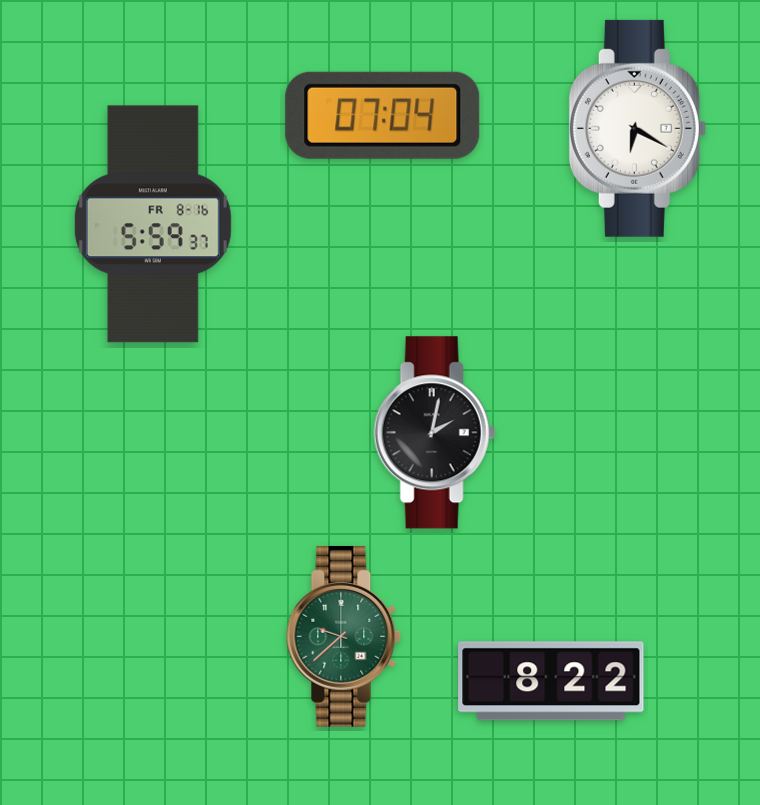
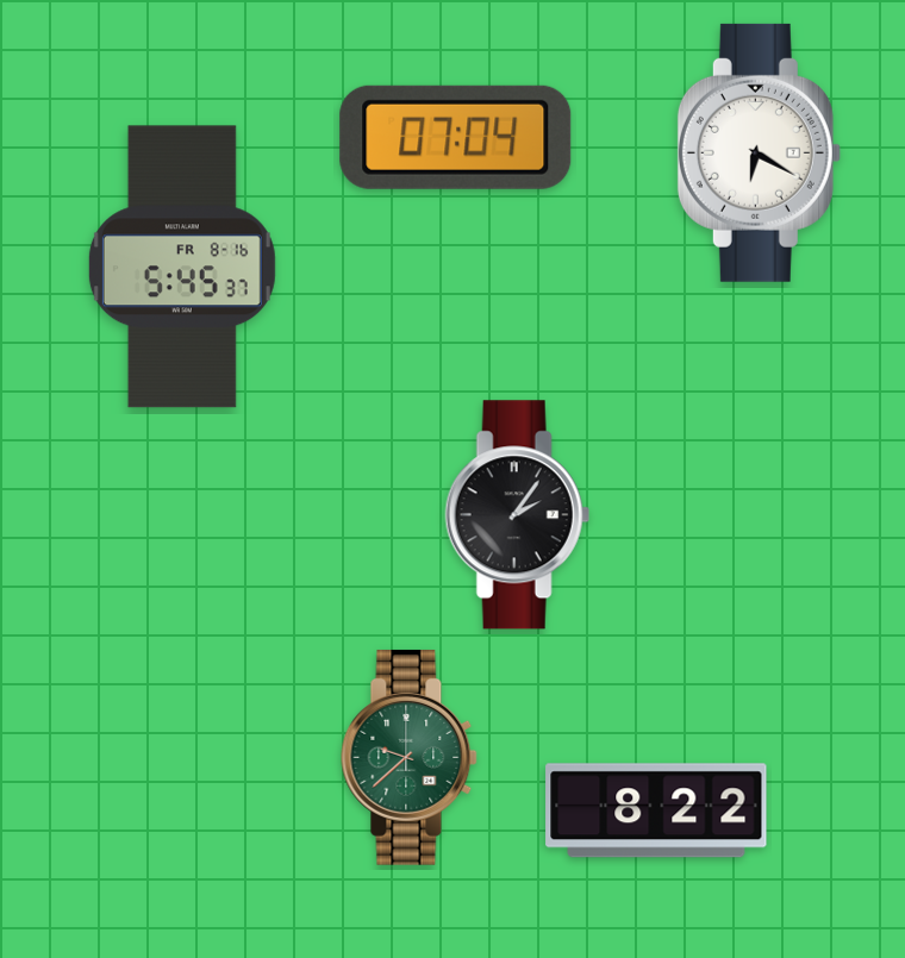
clock at (153, 224): 5:59 -> 5:45
clock at (434, 433): 2:02 -> 2:06
